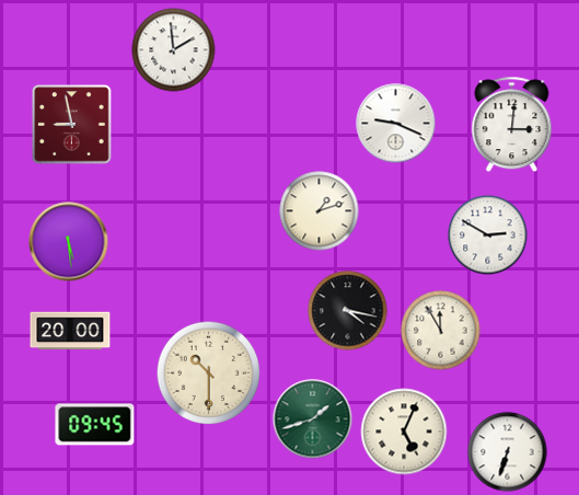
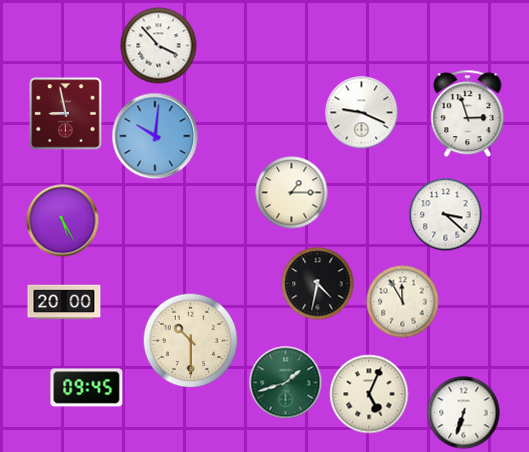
clock at (174, 50): 1:59 -> 3:53
clock at (512, 125): 3:01 -> 2:57
clock at (155, 136): none -> 10:01
clock at (320, 211): 1:12 -> 1:15
clock at (488, 235): 2:50 -> 3:22
clock at (69, 242): 5:29 -> 5:25
clock at (348, 311): 4:17 -> 4:32
